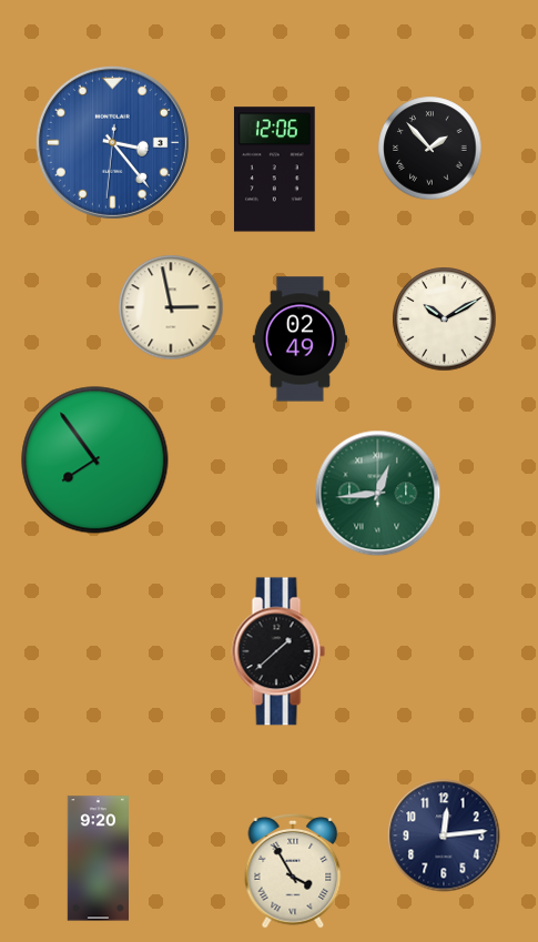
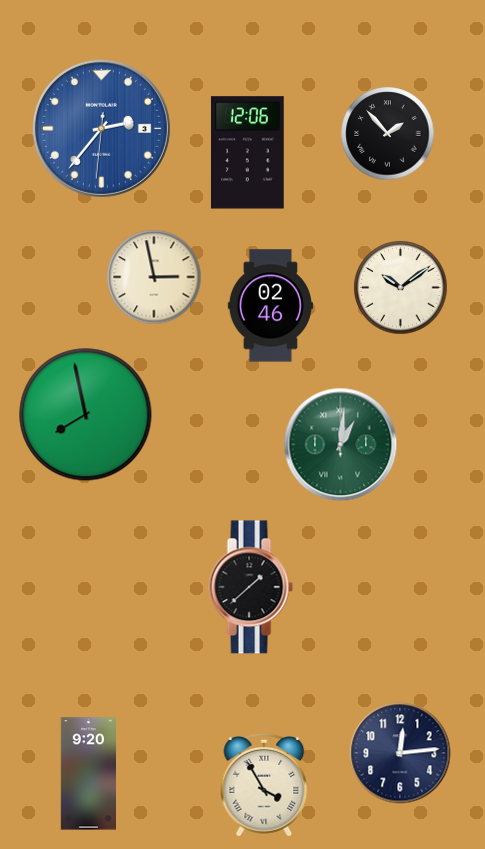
clock at (112, 142): 3:23 -> 2:36
clock at (445, 320): 10:10 -> 10:09
clock at (300, 340): 02:49 -> 02:46
clock at (95, 460): 7:54 -> 7:58
clock at (378, 494): 12:44 -> 1:01
